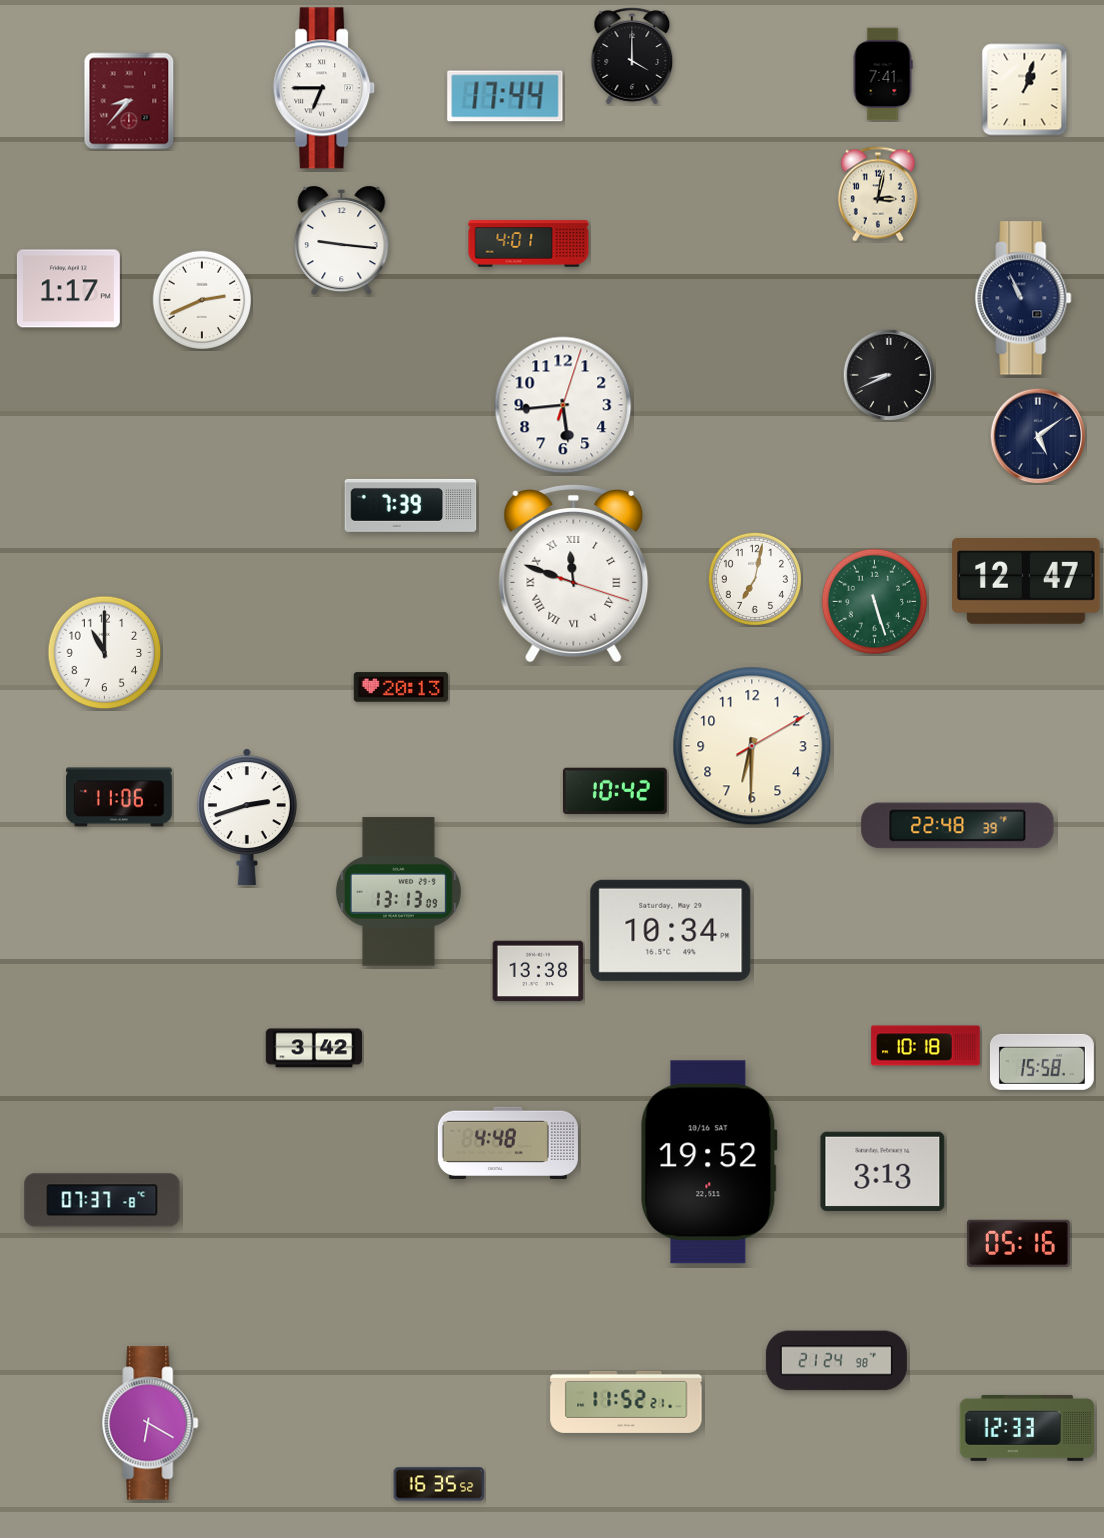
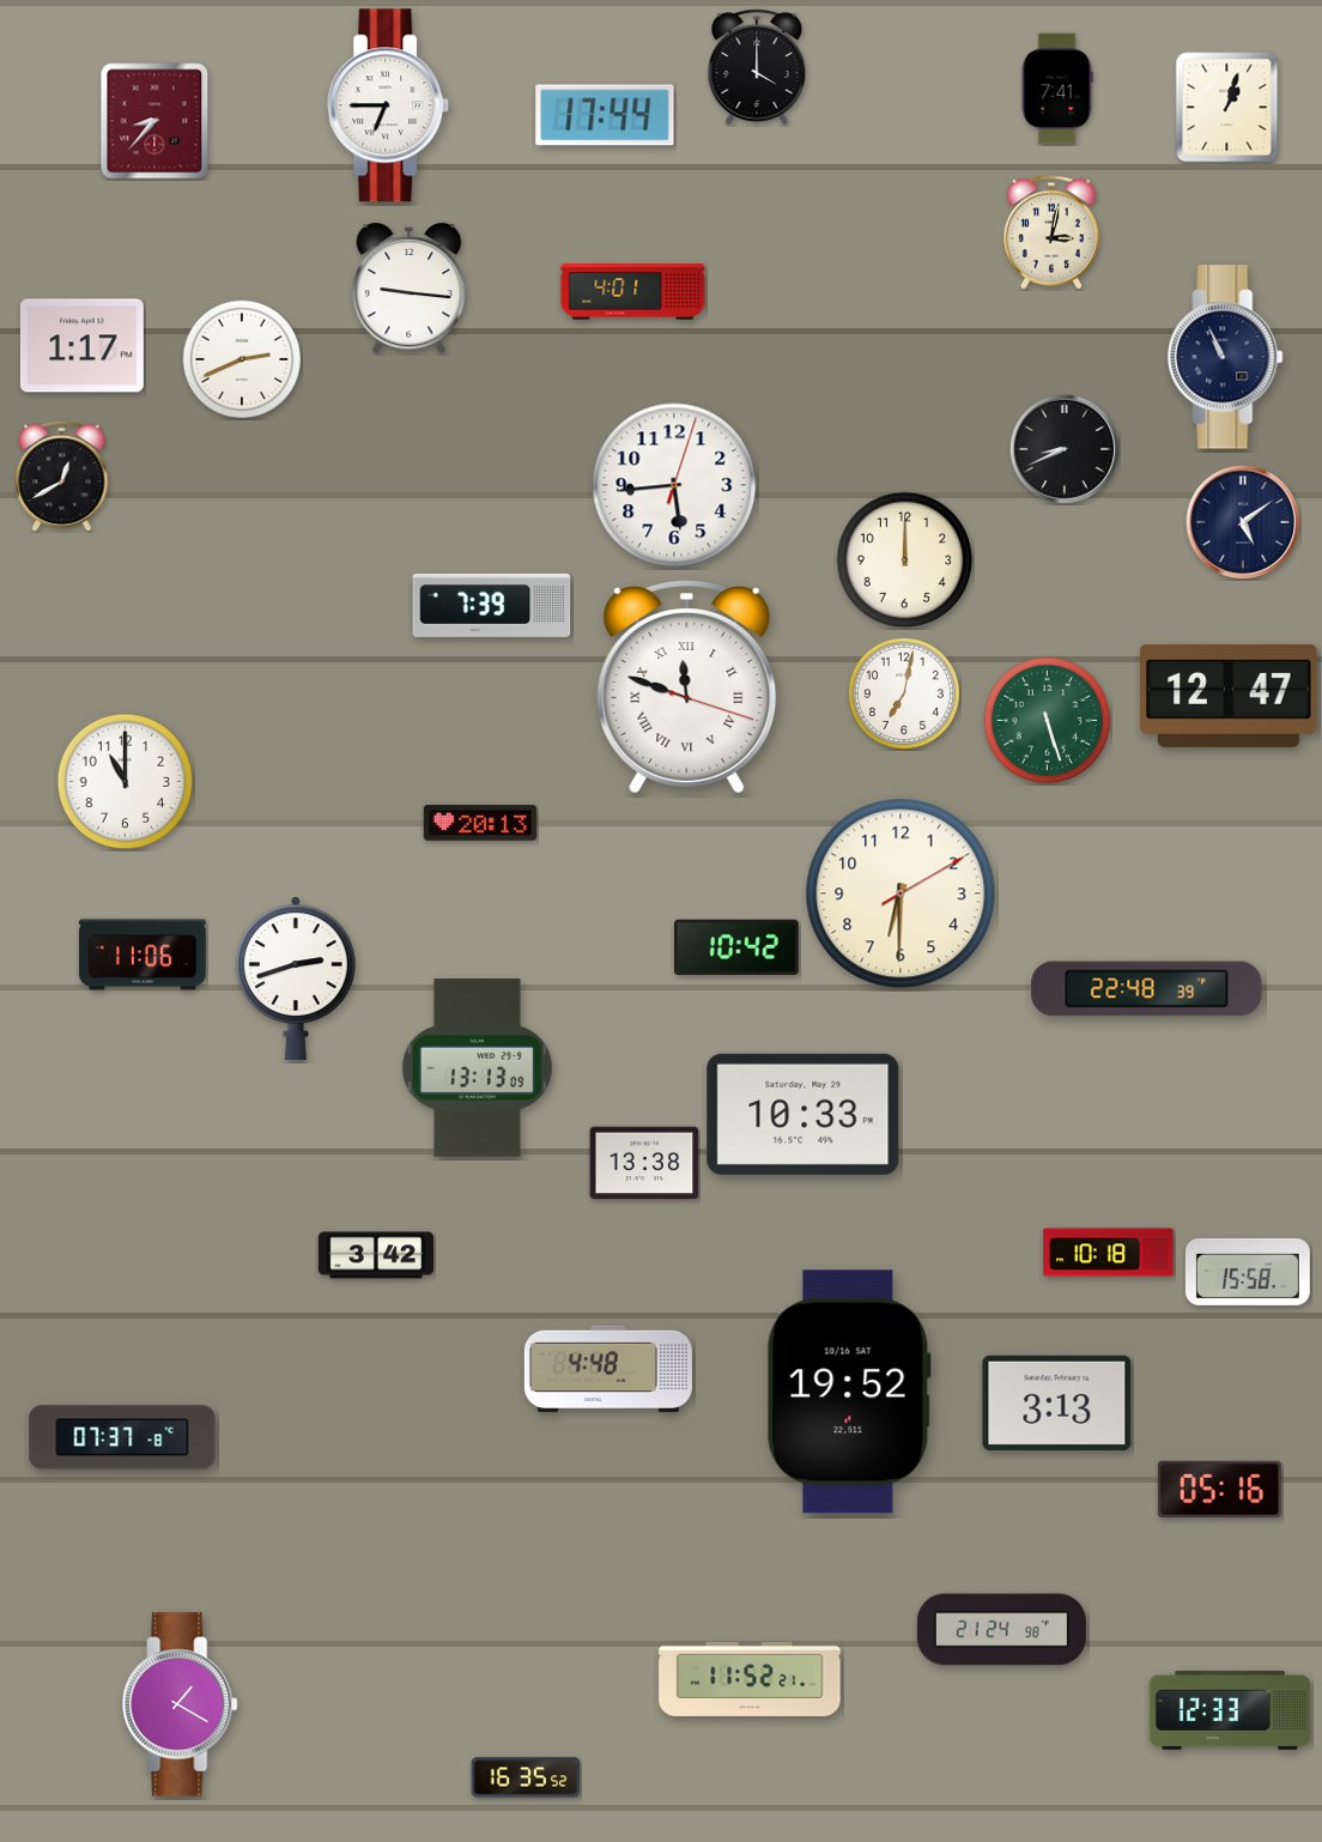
clock at (62, 475): none -> 12:40
clock at (905, 561): none -> 12:00
clock at (671, 930): 10:34 -> 10:33
clock at (150, 1423): 6:20 -> 1:20
